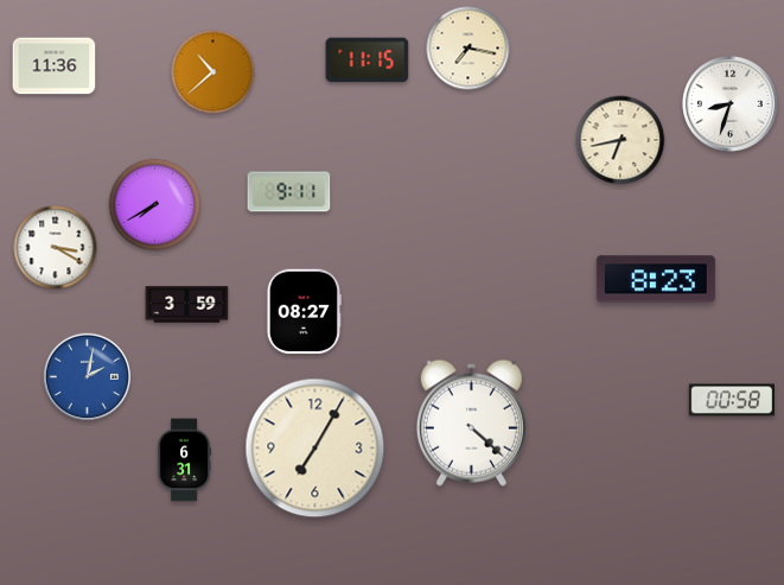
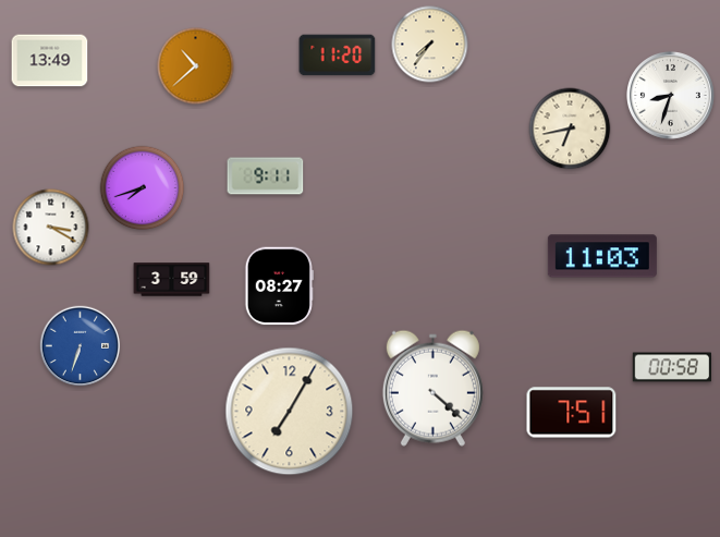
clock at (469, 49): 7:17 -> 7:36
clock at (368, 61): 11:15 -> 11:20
clock at (55, 66): 11:36 -> 13:49
clock at (155, 205): 7:40 -> 7:42
clock at (656, 279): 8:23 -> 11:03
clock at (88, 377): 2:02 -> 6:33
clock at (572, 413): none -> 7:51
clock at (184, 460): 6:31 -> none
